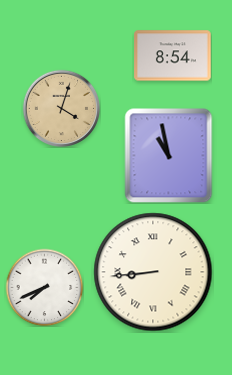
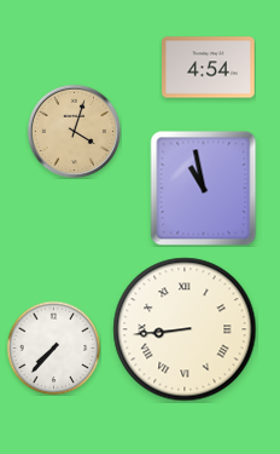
clock at (173, 56): 8:54 -> 4:54
clock at (44, 287): 7:41 -> 7:37
